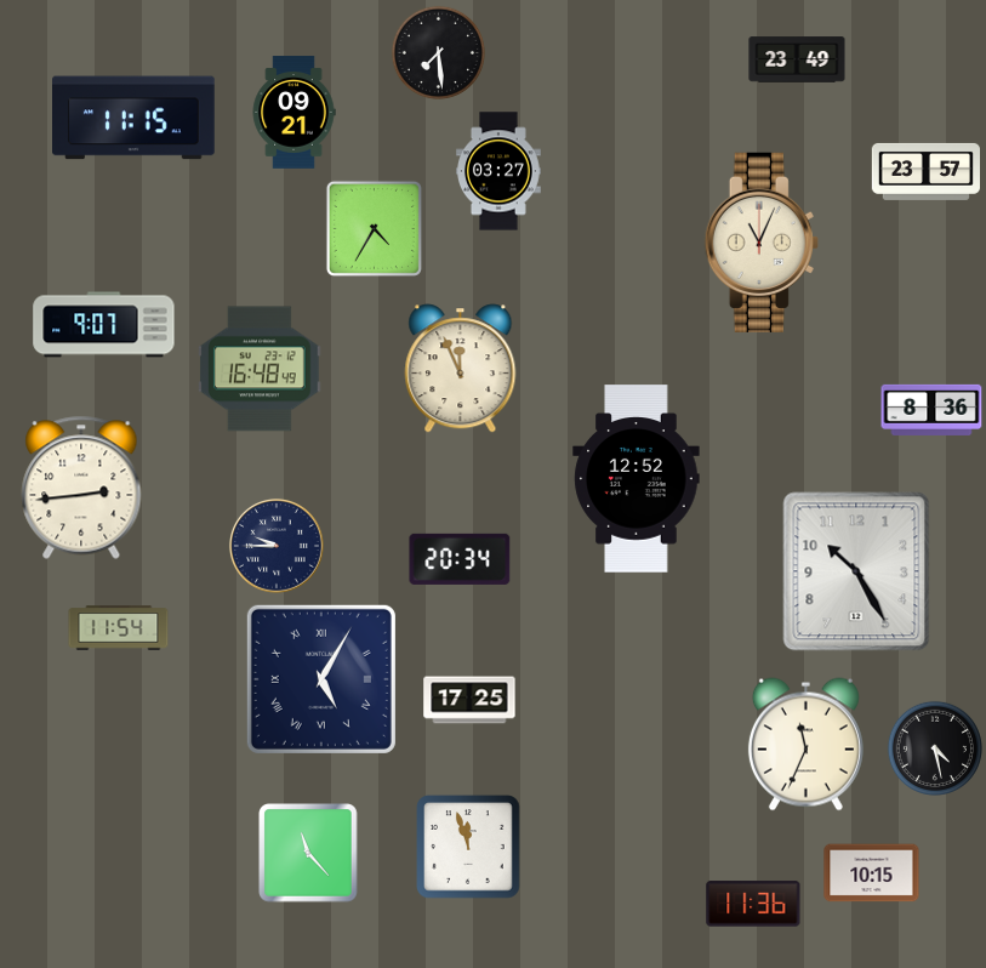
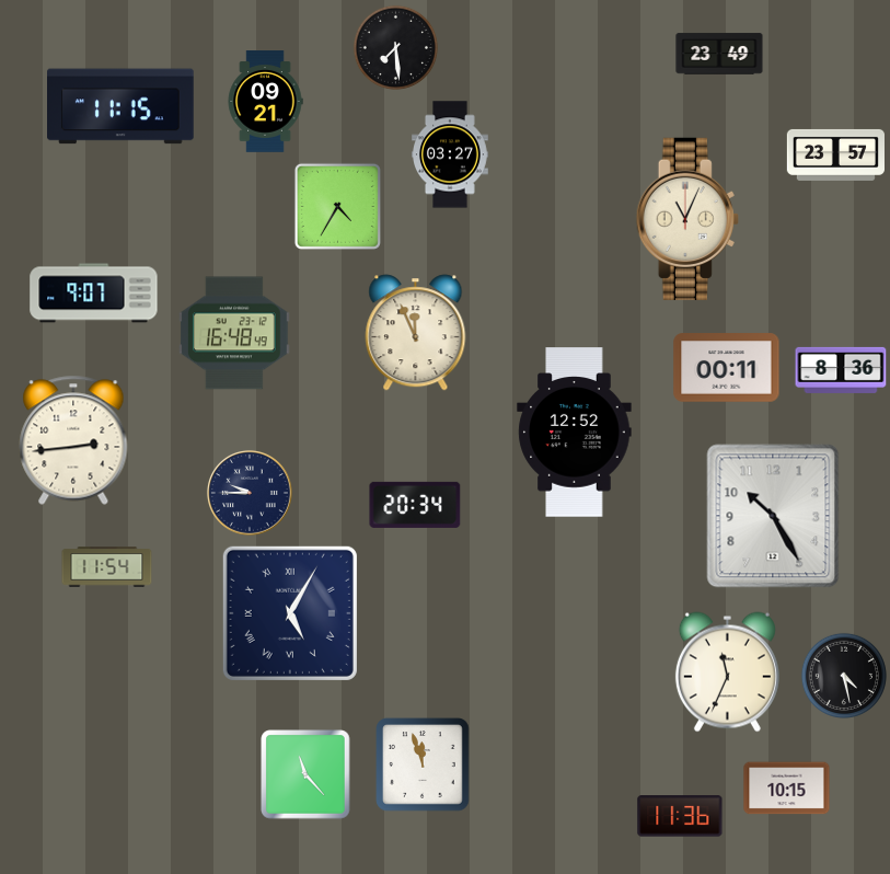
clock at (727, 368): none -> 00:11
clock at (469, 700): 17:25 -> none
clock at (308, 853) position: (308, 853) -> (305, 774)
